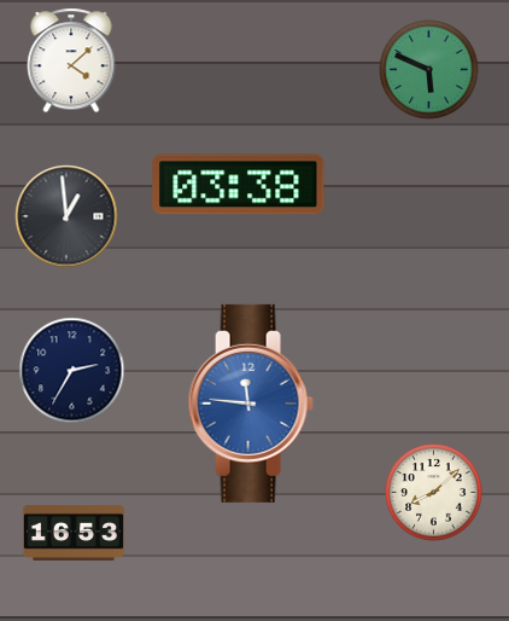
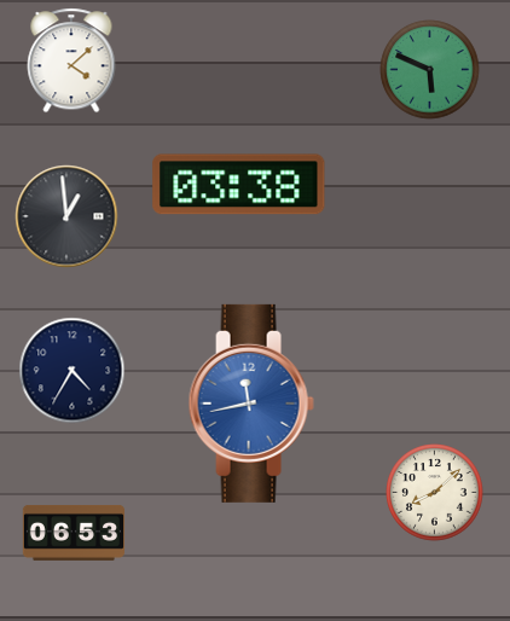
clock at (72, 371): 2:35 -> 4:35
clock at (251, 404): 11:46 -> 11:43
clock at (72, 533): 16:53 -> 06:53
